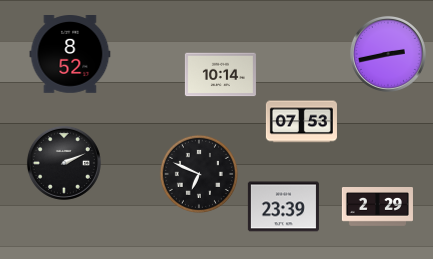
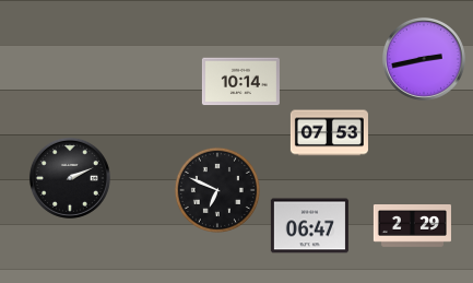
clock at (70, 55): 8:52 -> none
clock at (283, 207): 23:39 -> 06:47
